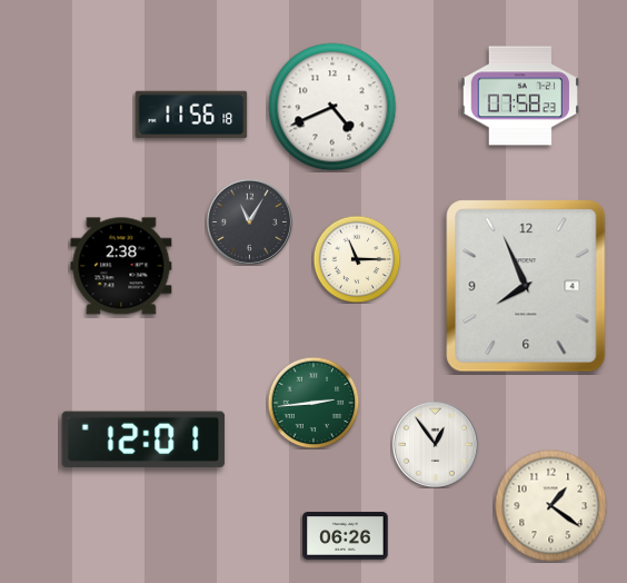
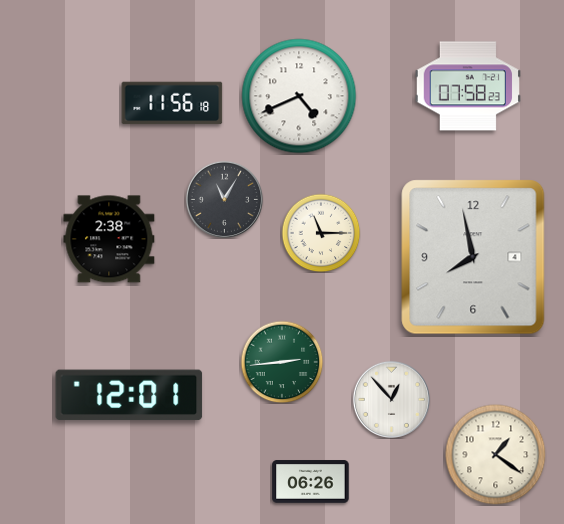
clock at (526, 286): 7:56 -> 7:58
clock at (435, 444): 12:54 -> 12:53
